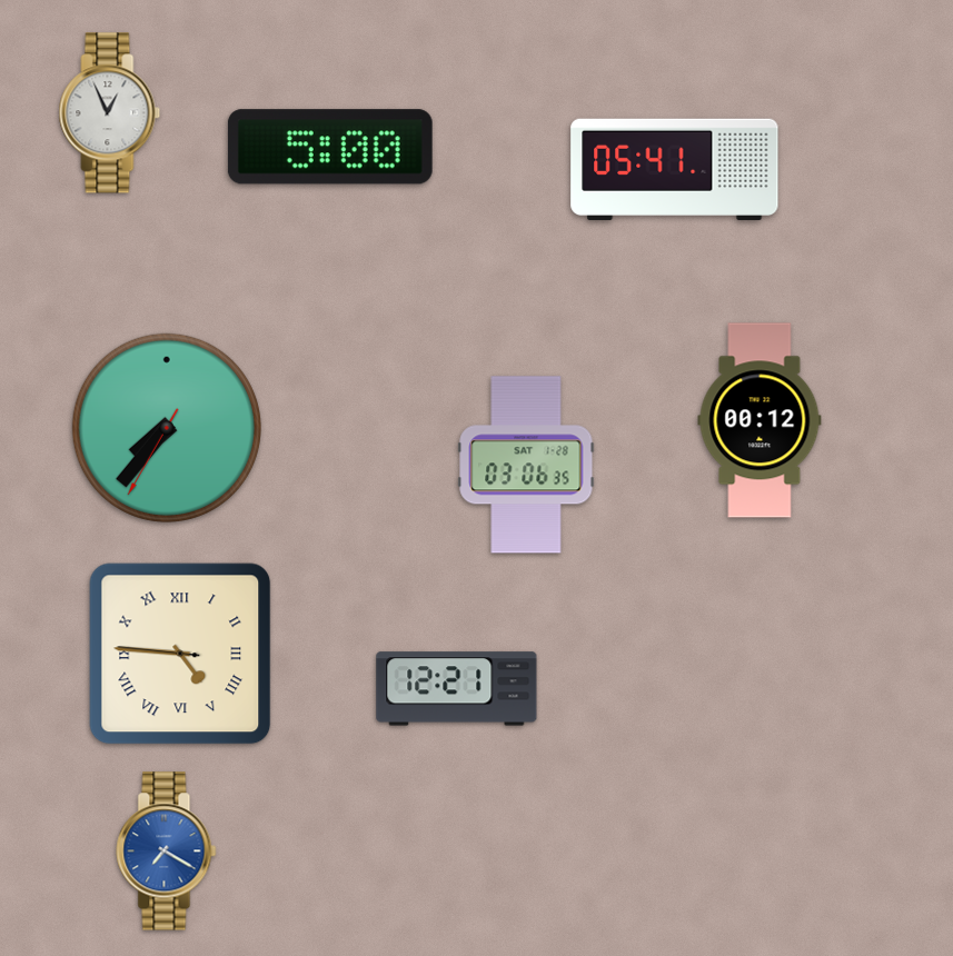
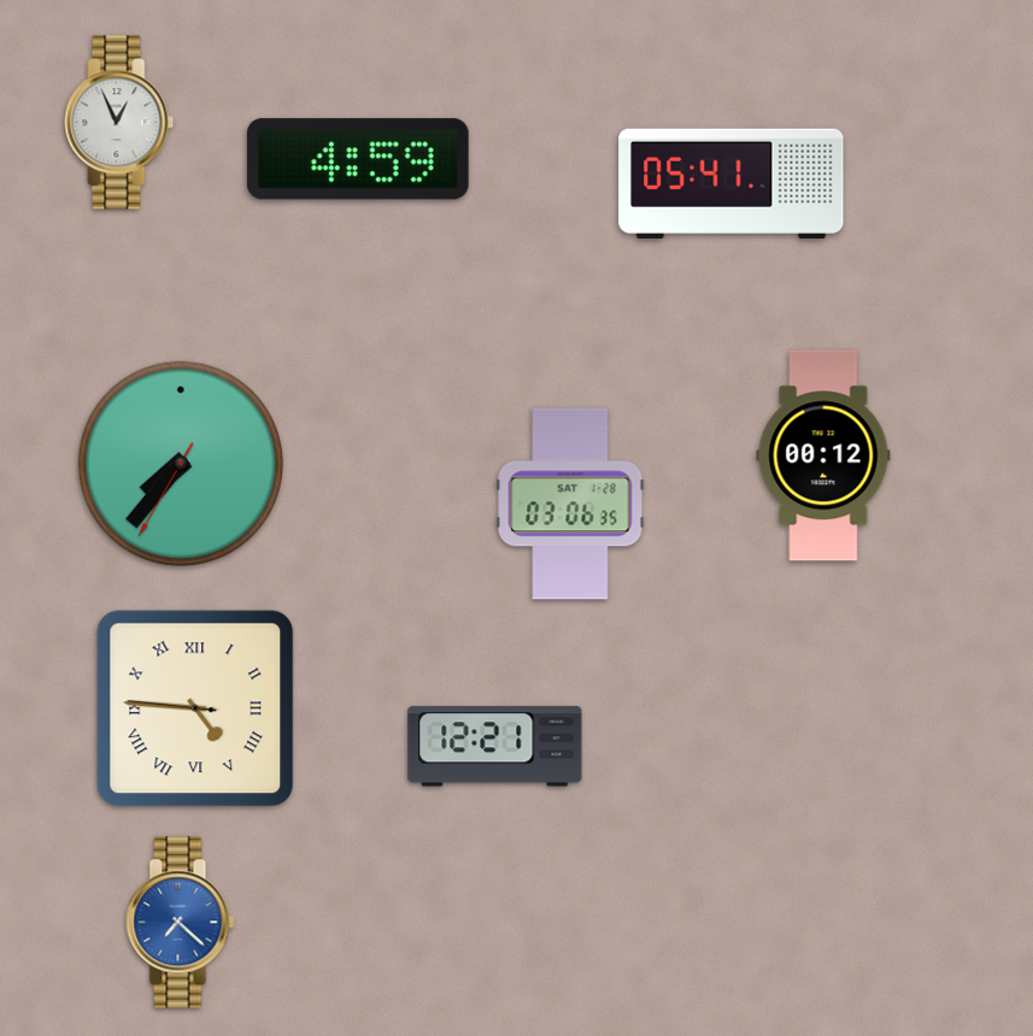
clock at (330, 147): 5:00 -> 4:59
clock at (167, 852): 7:20 -> 7:22
